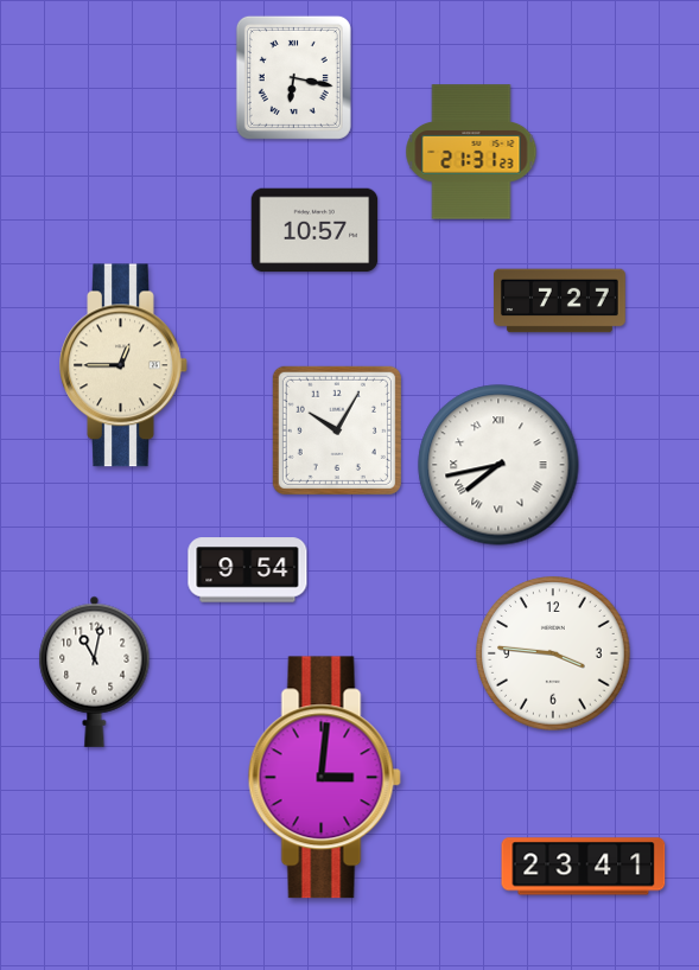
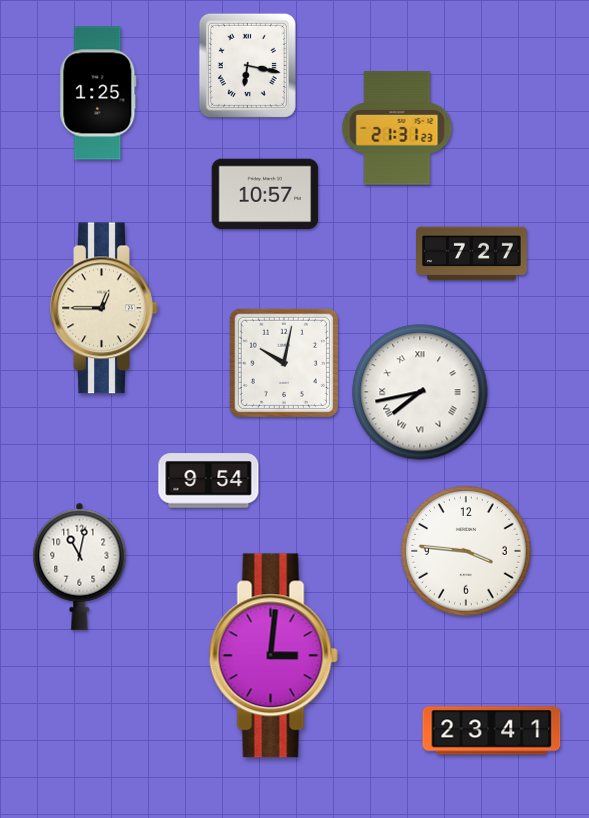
clock at (98, 93): none -> 1:25
clock at (337, 430): 10:05 -> 10:02
